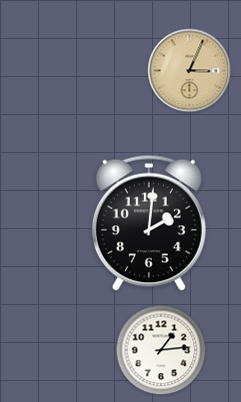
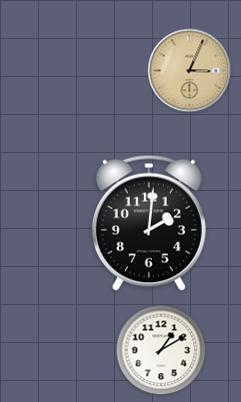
clock at (161, 350): 1:14 -> 1:10
